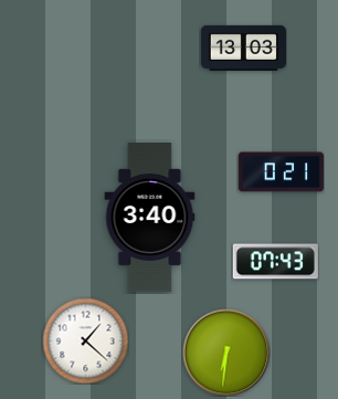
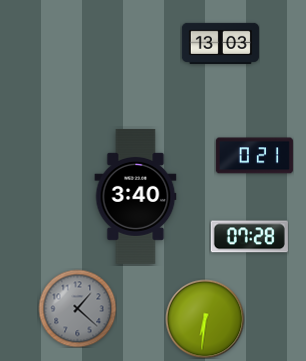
clock at (275, 262): 07:43 -> 07:28
clock at (85, 340) dial: white -> grey
